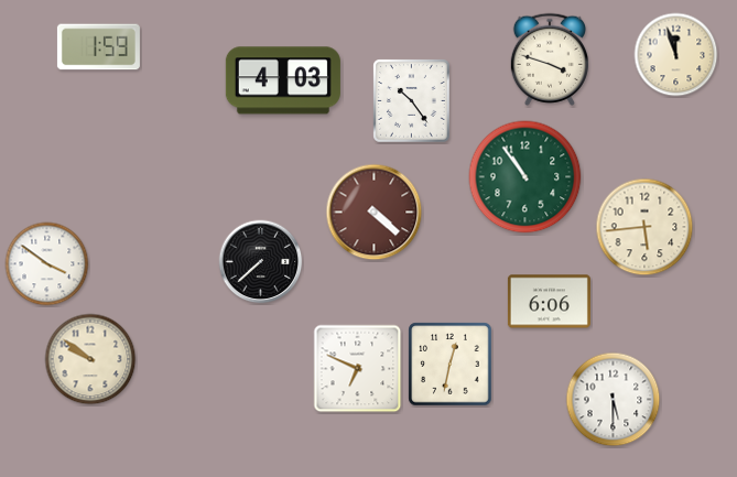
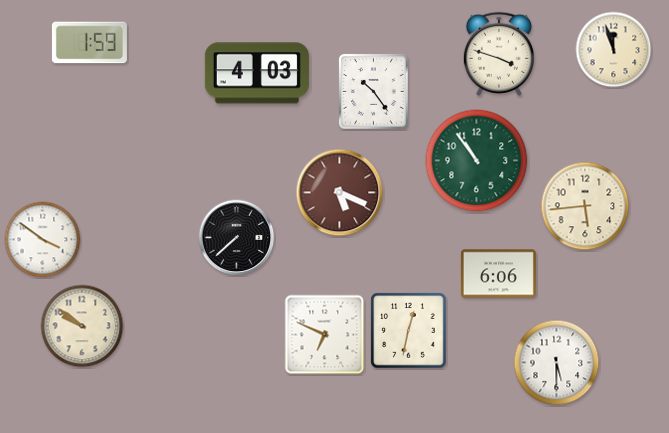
clock at (375, 213): 4:22 -> 5:19
